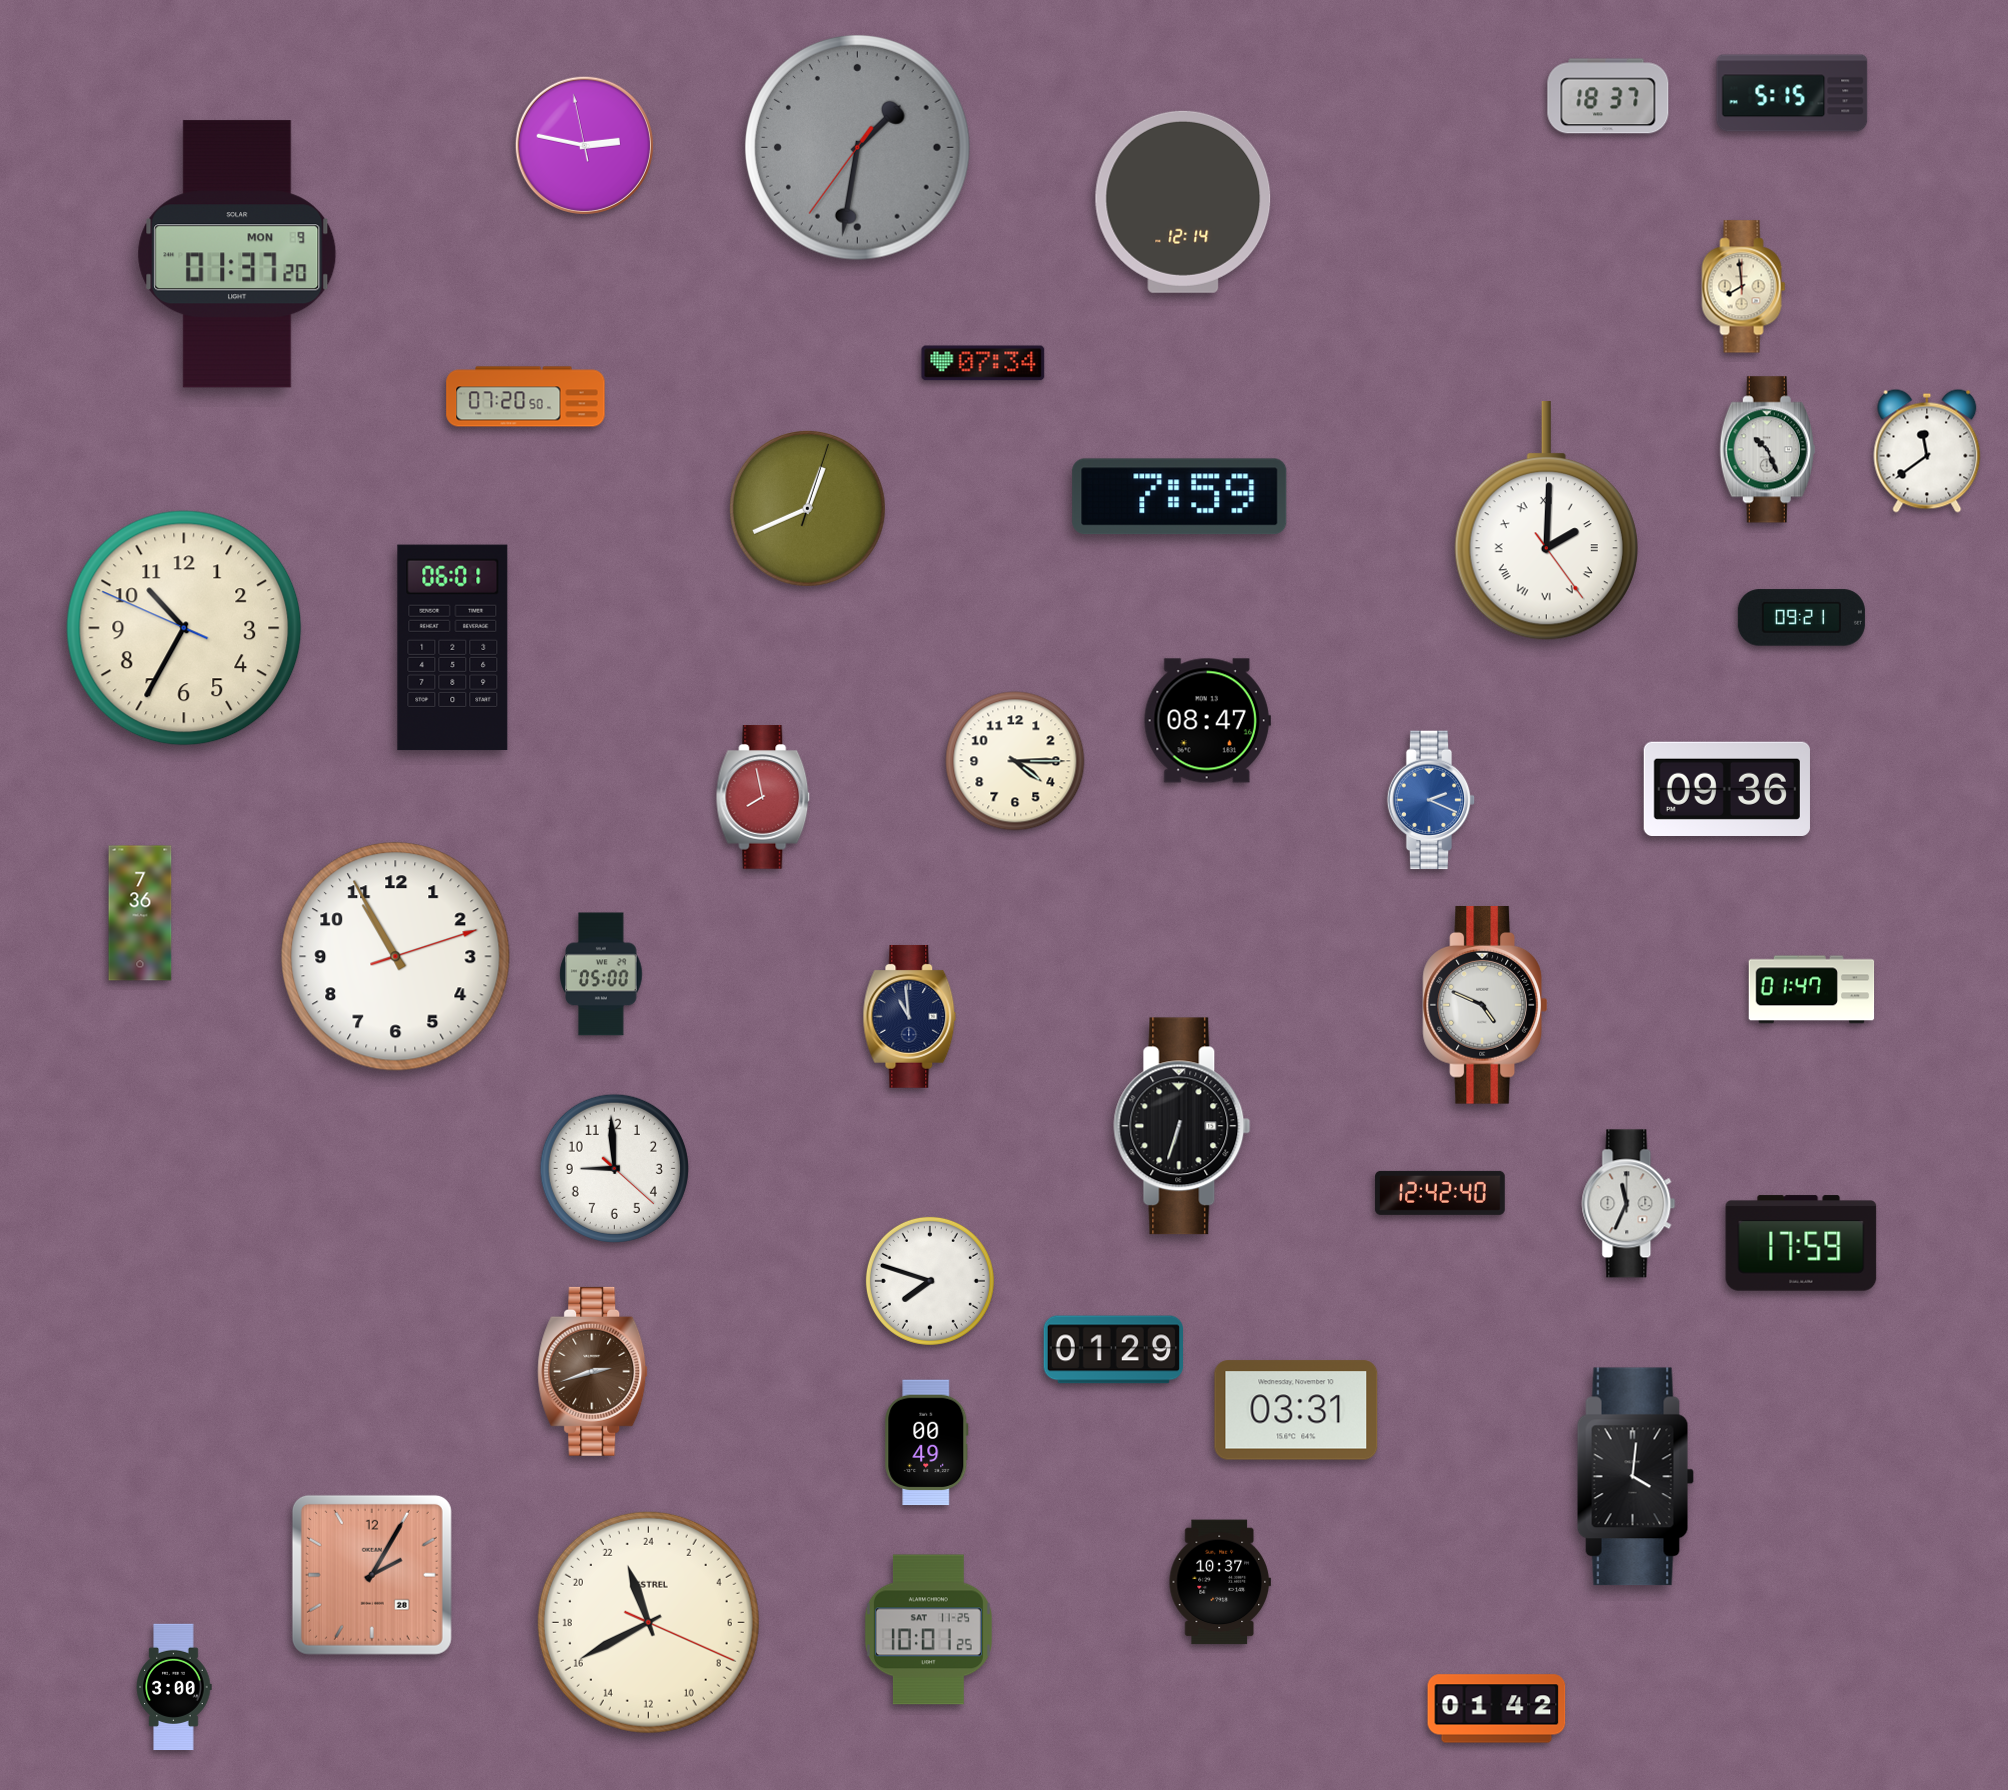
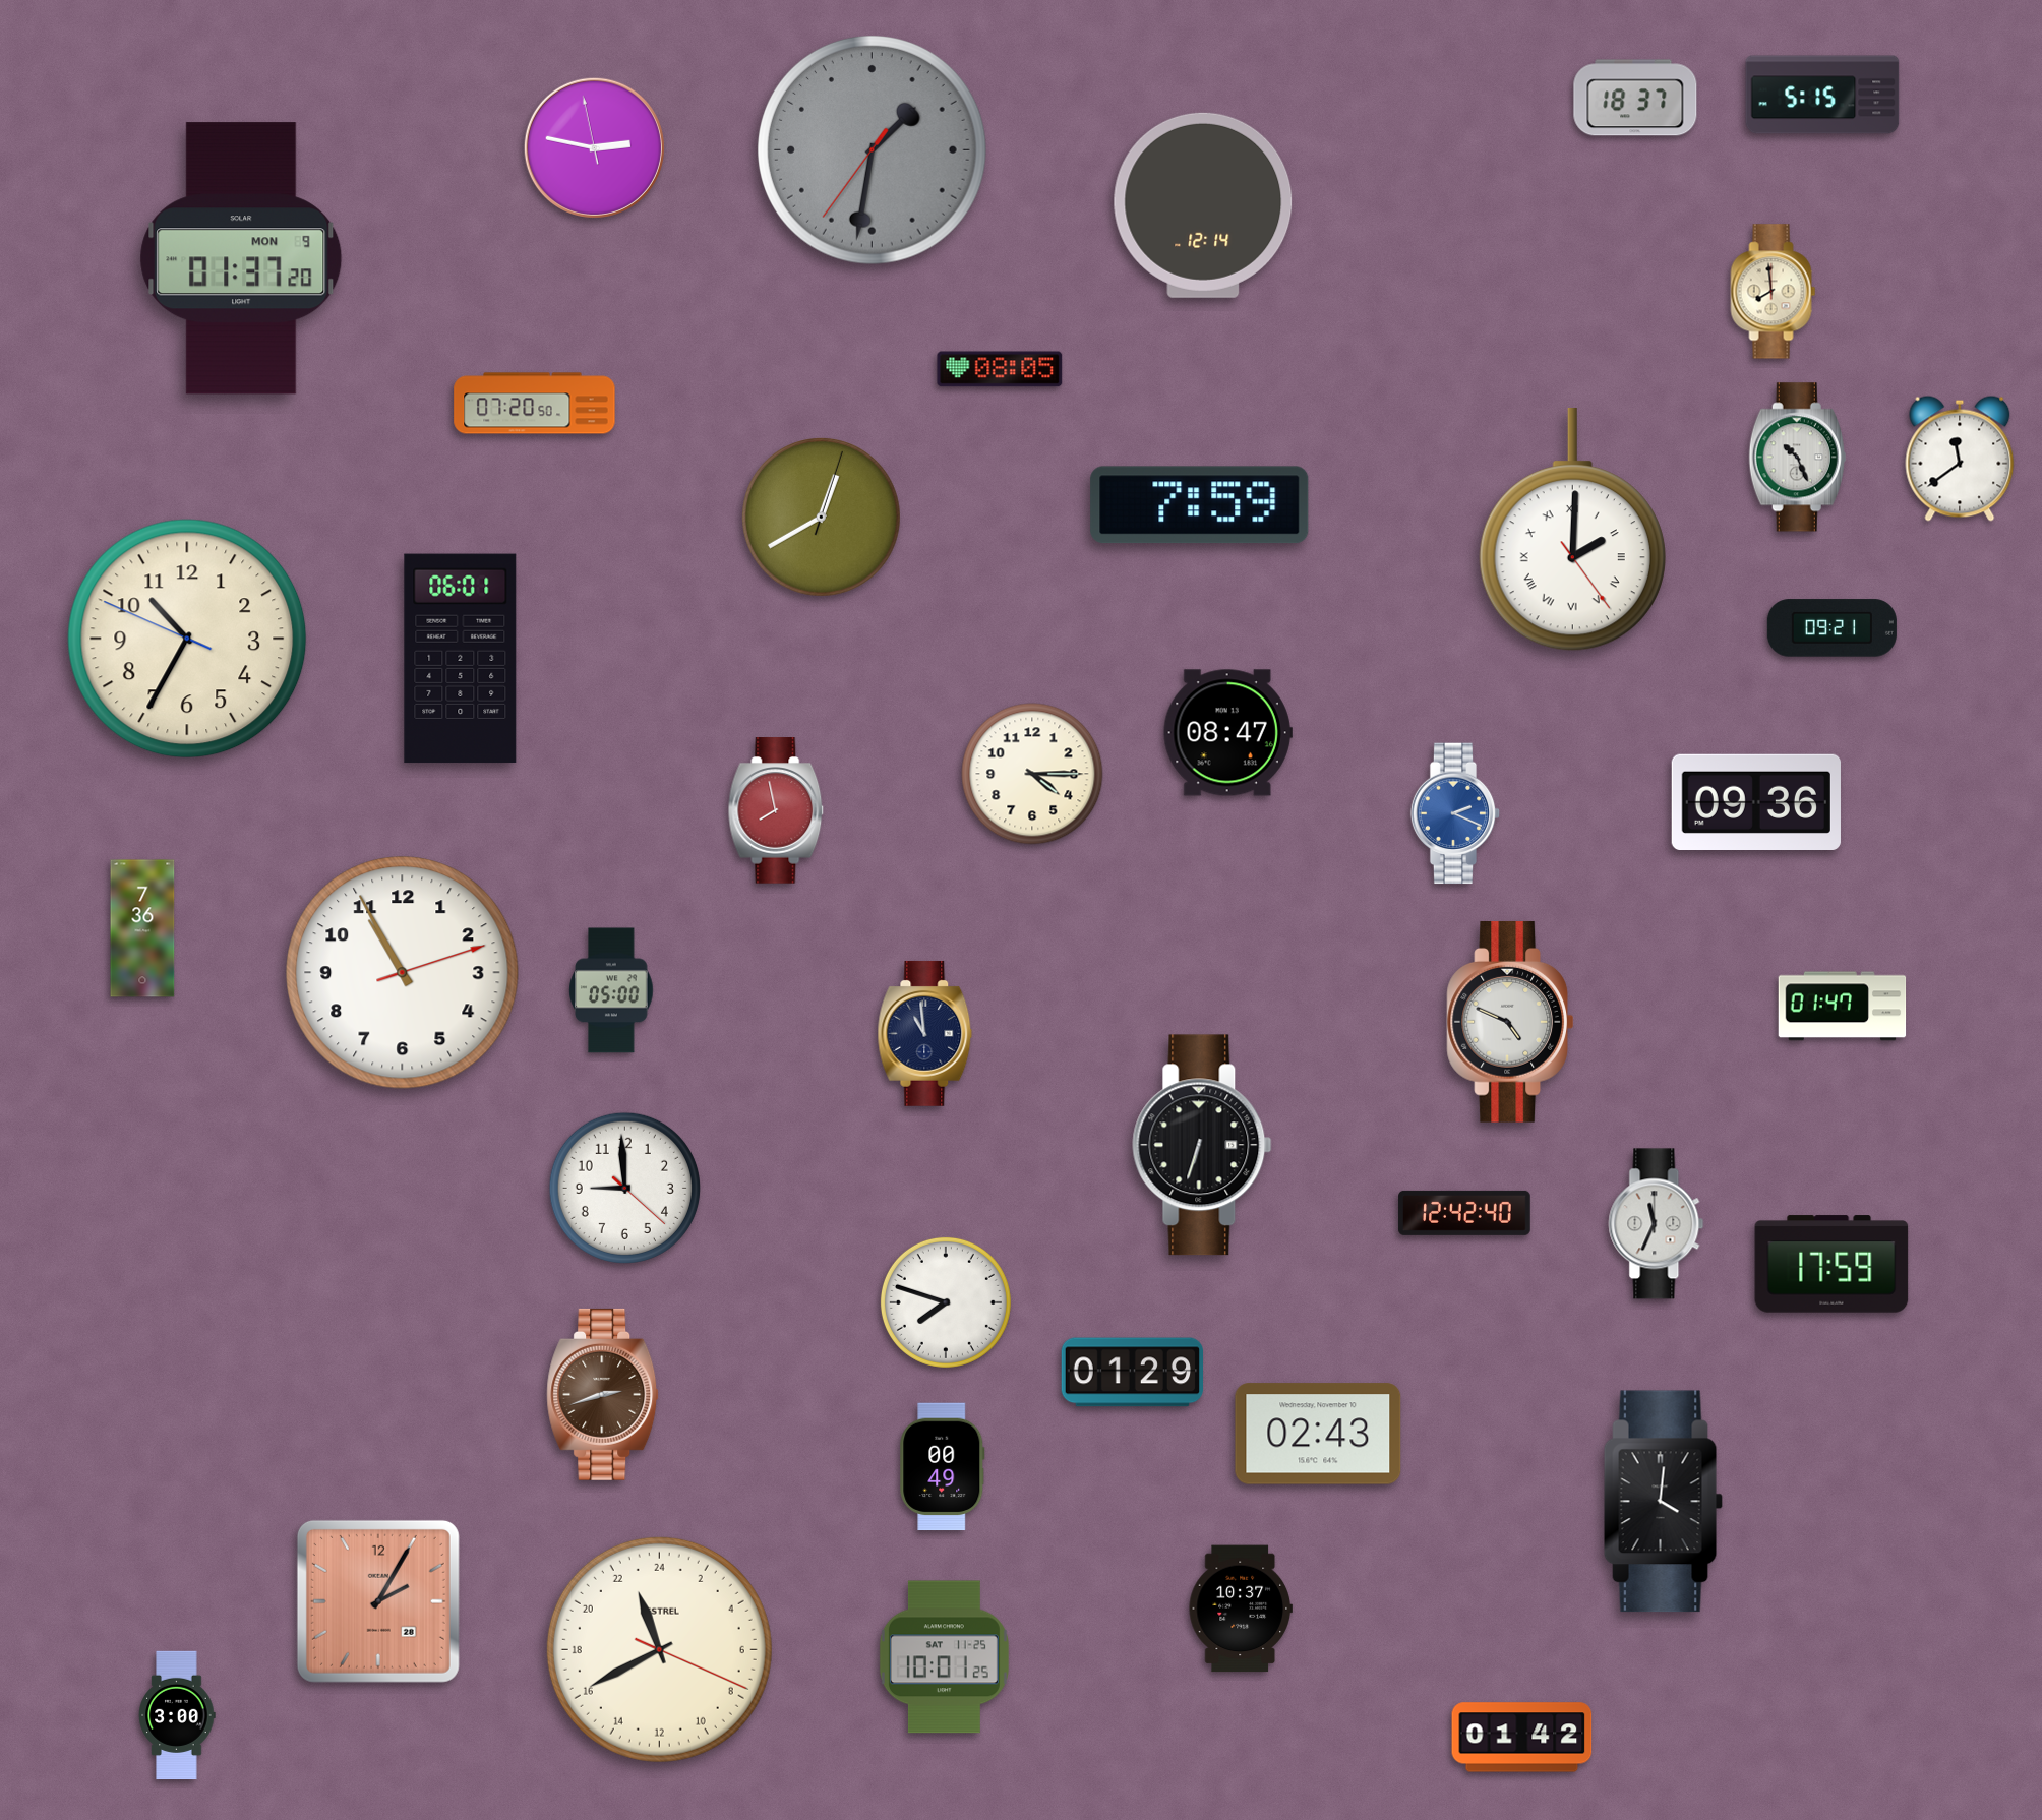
clock at (983, 363): 07:34 -> 08:05
clock at (808, 509): 12:41 -> 12:40
clock at (1296, 1410): 03:31 -> 02:43
